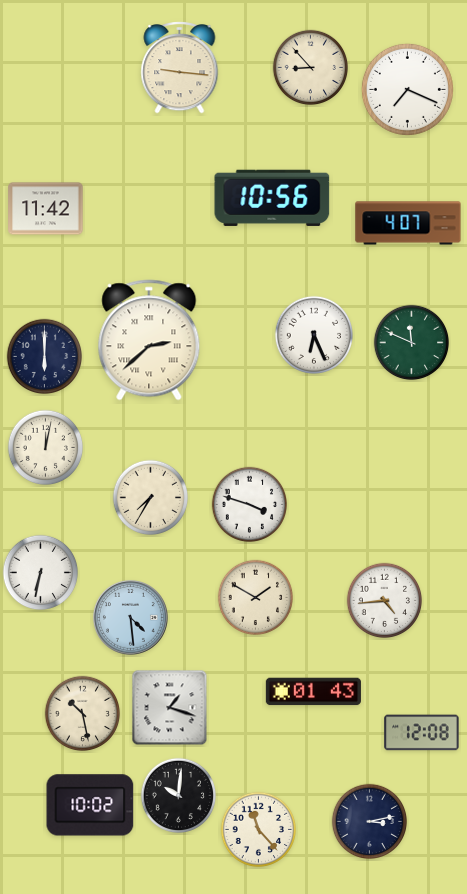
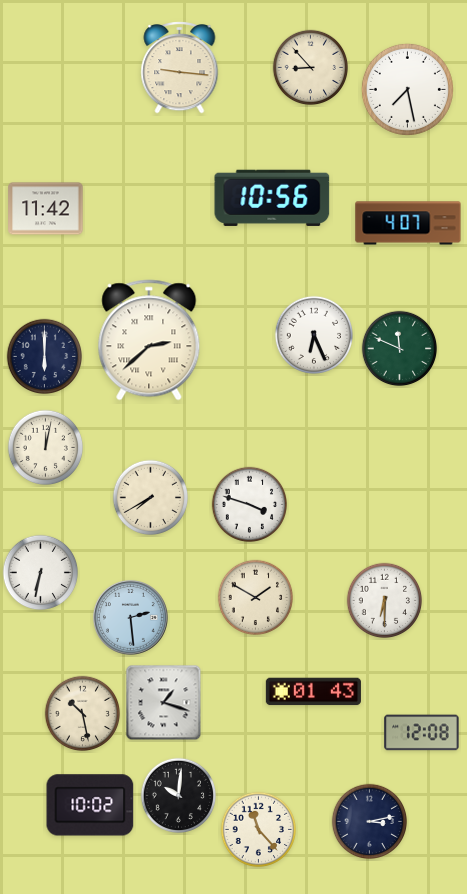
clock at (407, 89): 7:19 -> 7:28
clock at (412, 343) position: (412, 343) -> (400, 349)
clock at (151, 498): 7:35 -> 7:40
clock at (385, 601): 4:44 -> 6:30
clock at (130, 617): 4:29 -> 2:29
clock at (170, 708) position: (170, 708) -> (164, 703)
